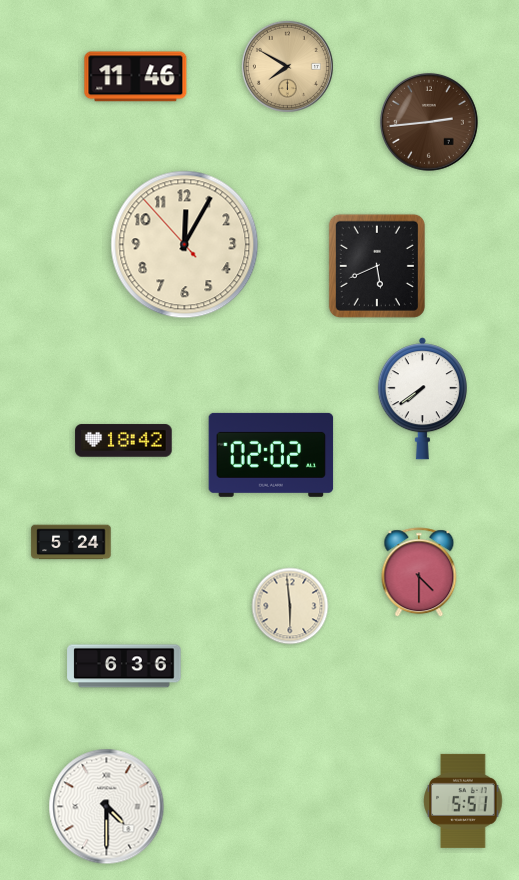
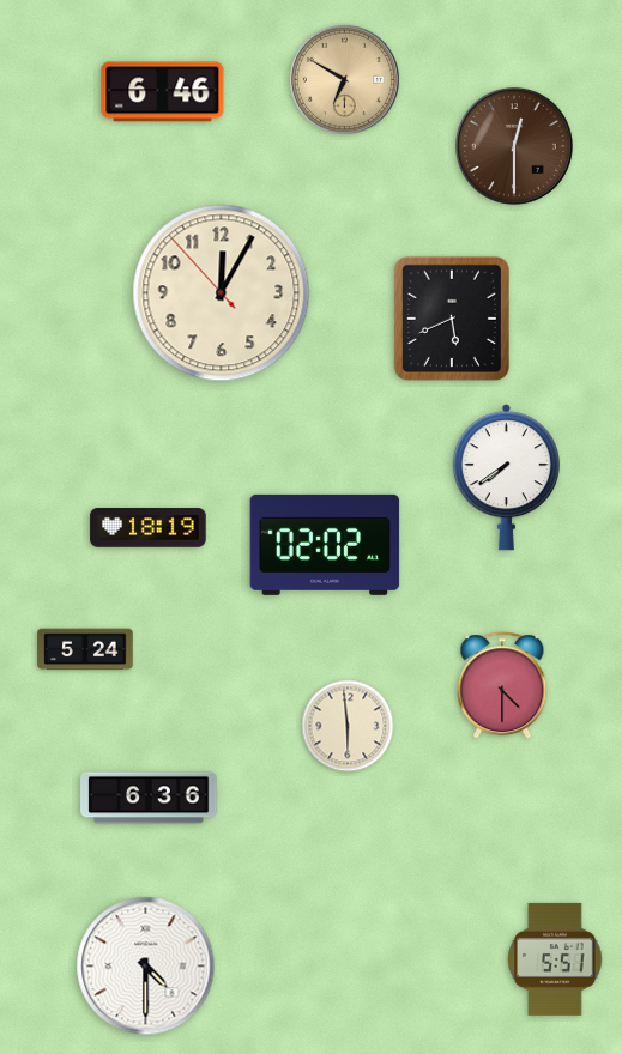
clock at (287, 66): 7:50 -> 6:50
clock at (136, 77): 11:46 -> 6:46
clock at (429, 122): 2:44 -> 12:30
clock at (124, 441): 18:42 -> 18:19
clock at (107, 807) position: (107, 807) -> (146, 967)
